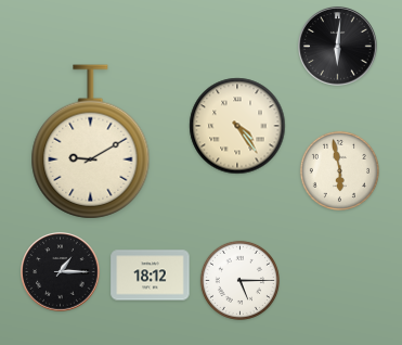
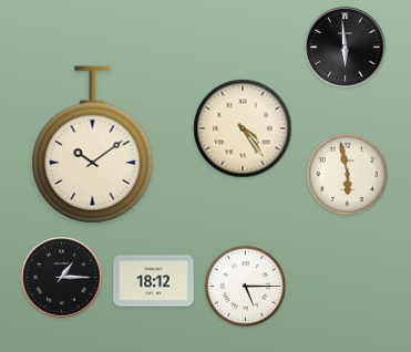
clock at (338, 47): 6:01 -> 5:59
clock at (91, 142): 9:10 -> 10:09
